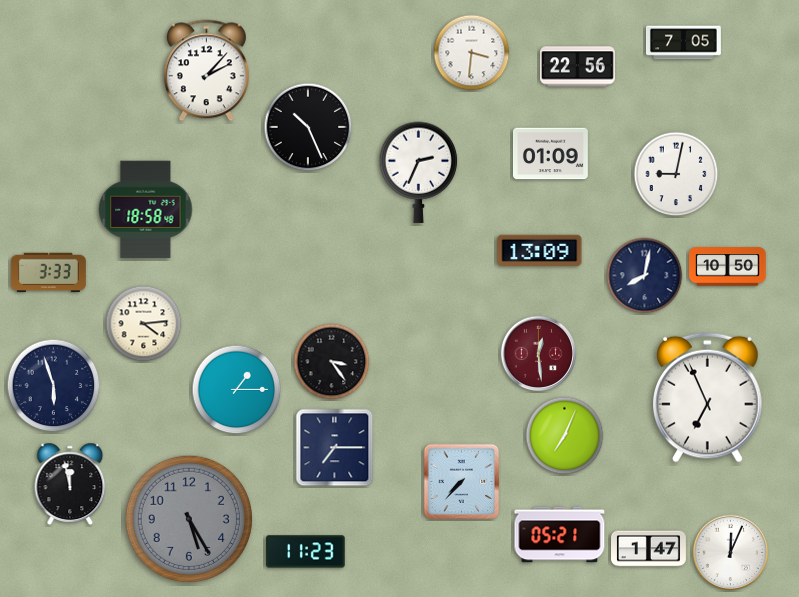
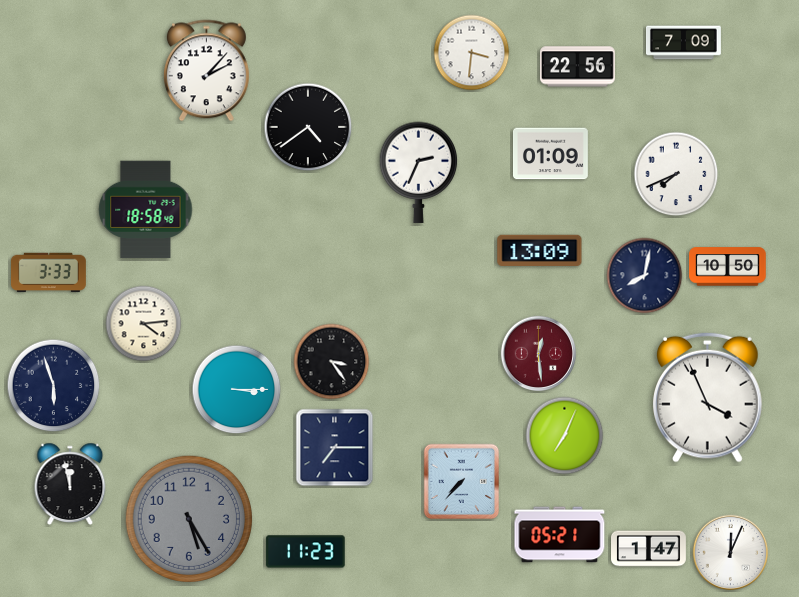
clock at (684, 43): 7:05 -> 7:09
clock at (308, 127): 10:26 -> 4:39
clock at (676, 174): 9:02 -> 7:41
clock at (237, 390): 1:15 -> 3:15
clock at (708, 397): 6:56 -> 3:56
